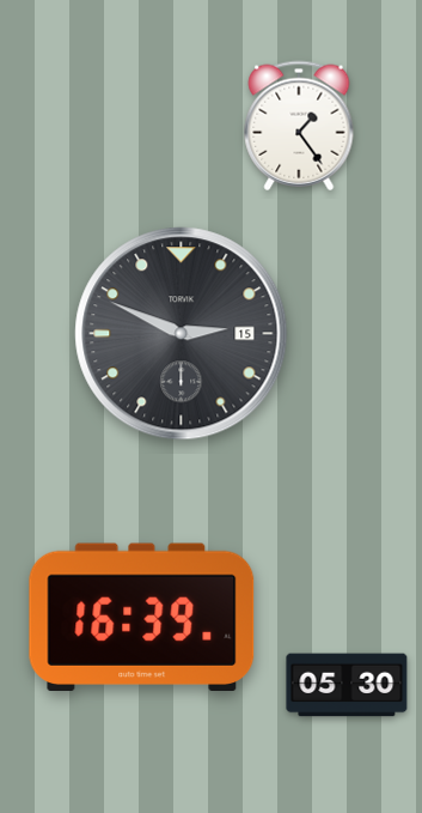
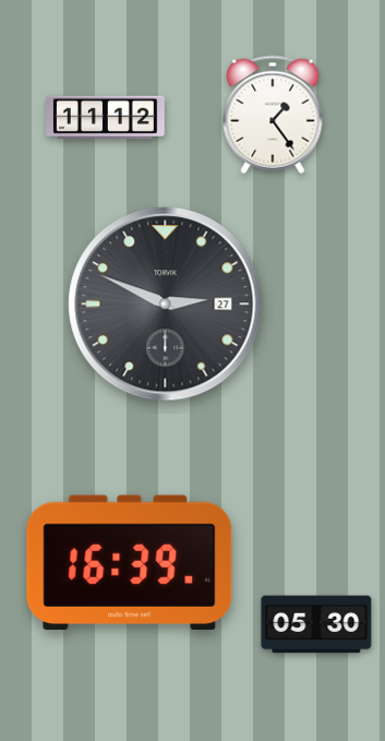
clock at (106, 118): none -> 11:12
clock at (182, 334) date: 15 -> 27
